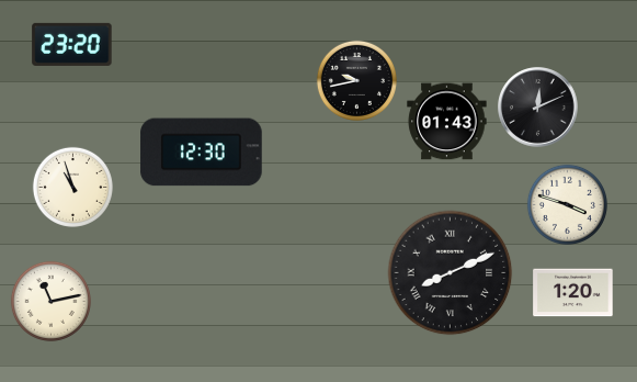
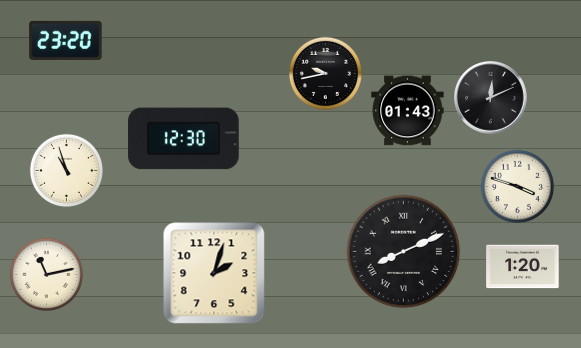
clock at (451, 273) position: (451, 273) -> (404, 252)
clock at (214, 273): none -> 2:03
